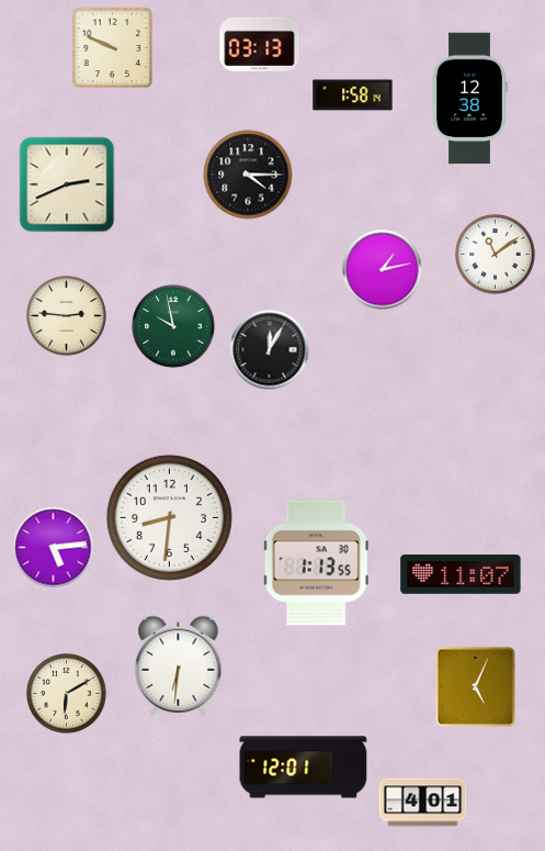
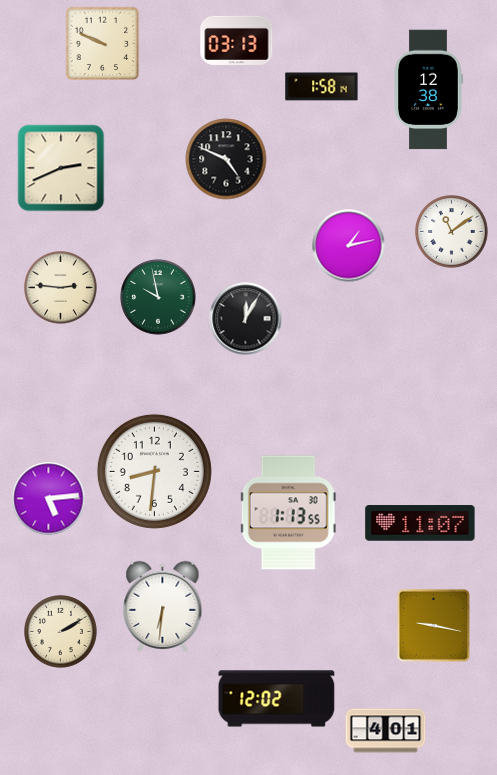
clock at (248, 175): 4:15 -> 4:49
clock at (475, 686): 5:04 -> 9:17
clock at (67, 694): 6:10 -> 2:10
clock at (304, 768): 12:01 -> 12:02
